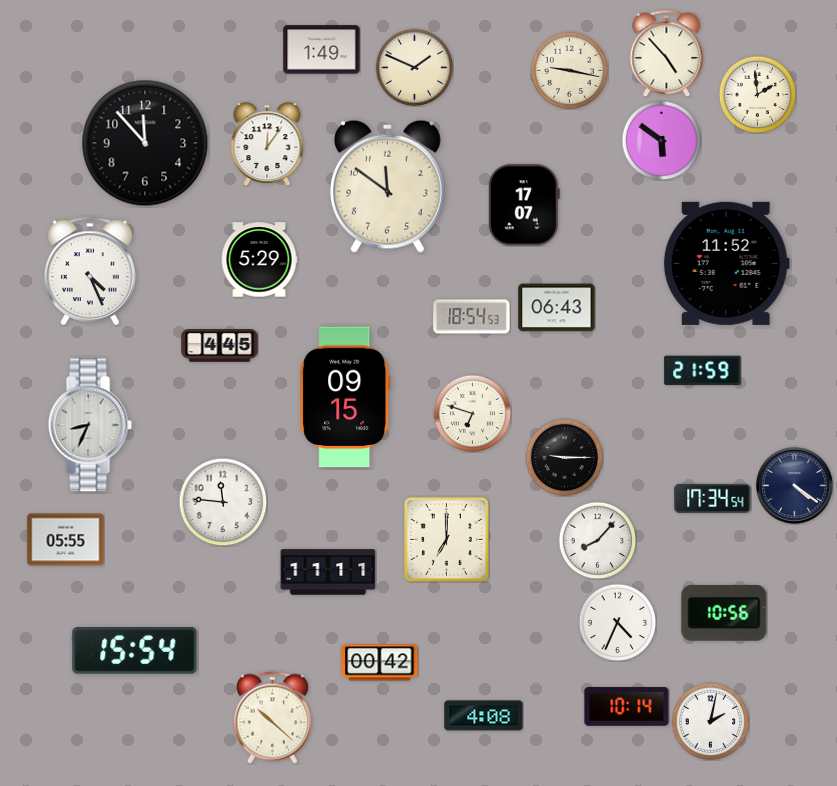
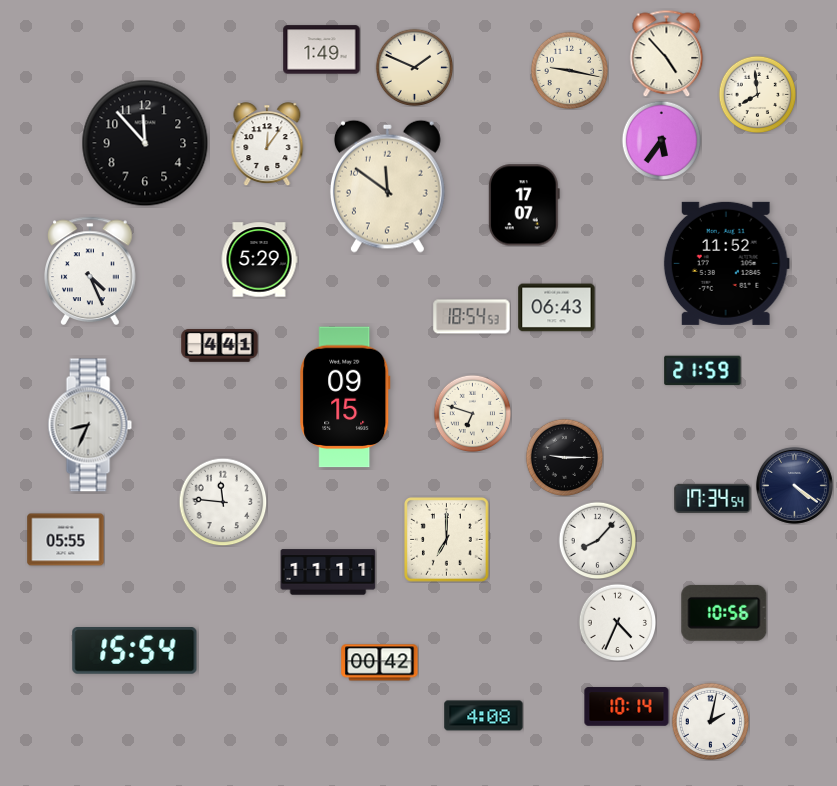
clock at (757, 94): 1:59 -> 7:59
clock at (661, 140): 5:51 -> 5:36
clock at (220, 346): 4:45 -> 4:41
clock at (272, 717): 10:22 -> none
